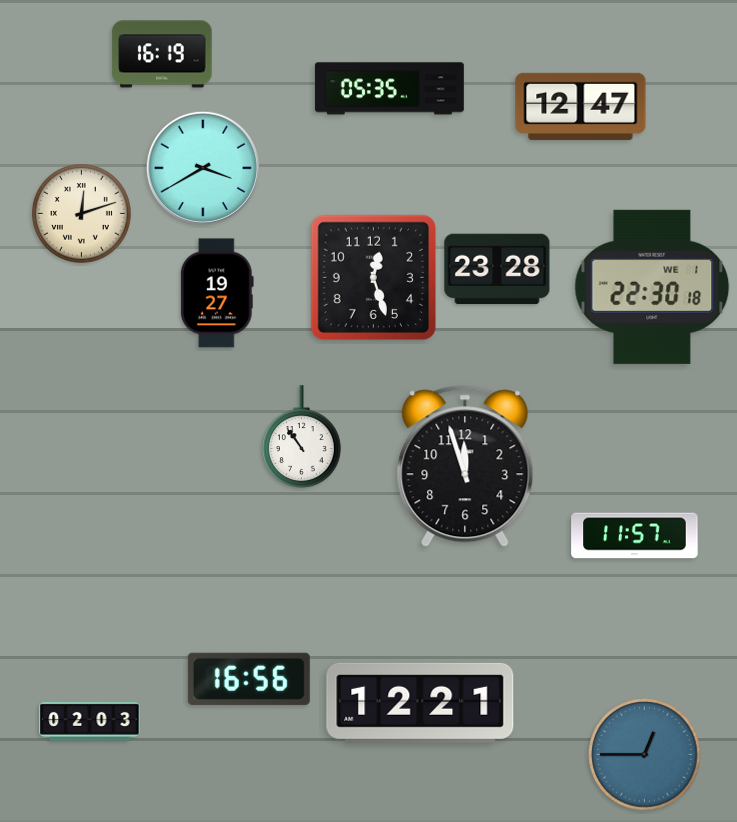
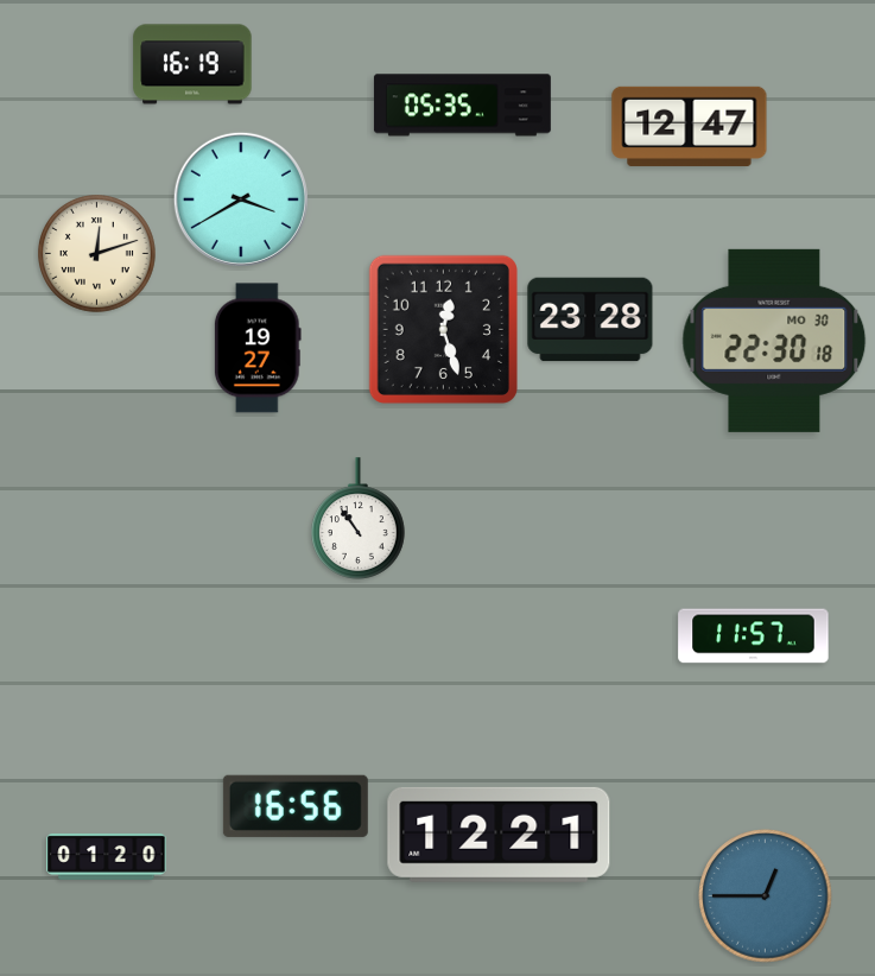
clock at (652, 287) date: WE 1 -> MO 30
clock at (465, 466): 11:57 -> none
clock at (90, 721): 02:03 -> 01:20
